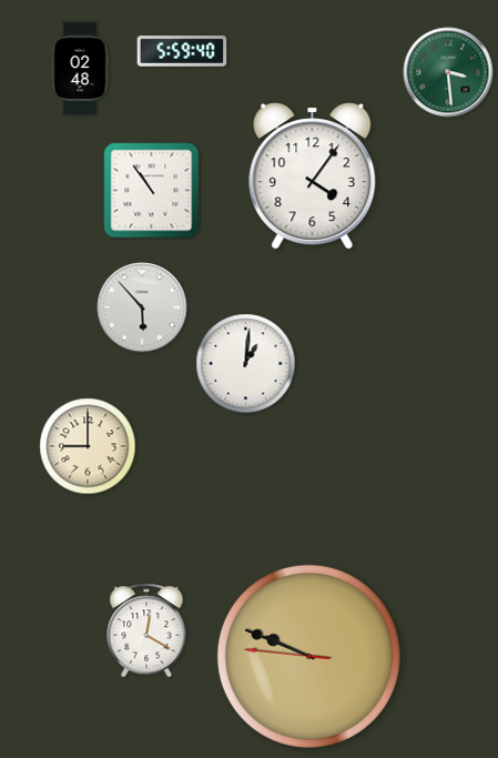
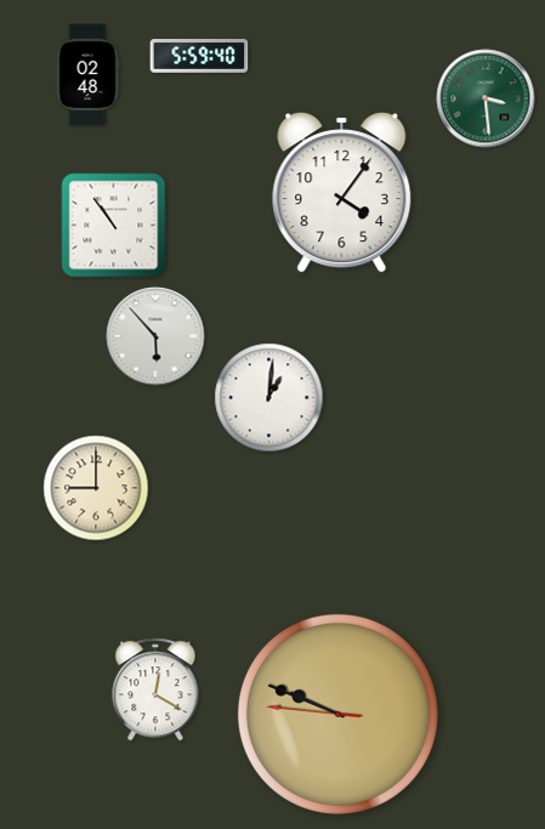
clock at (448, 72) position: (448, 72) -> (486, 98)
clock at (152, 191) position: (152, 191) -> (114, 226)
clock at (146, 630) position: (146, 630) -> (155, 689)
clock at (308, 656) position: (308, 656) -> (337, 714)
